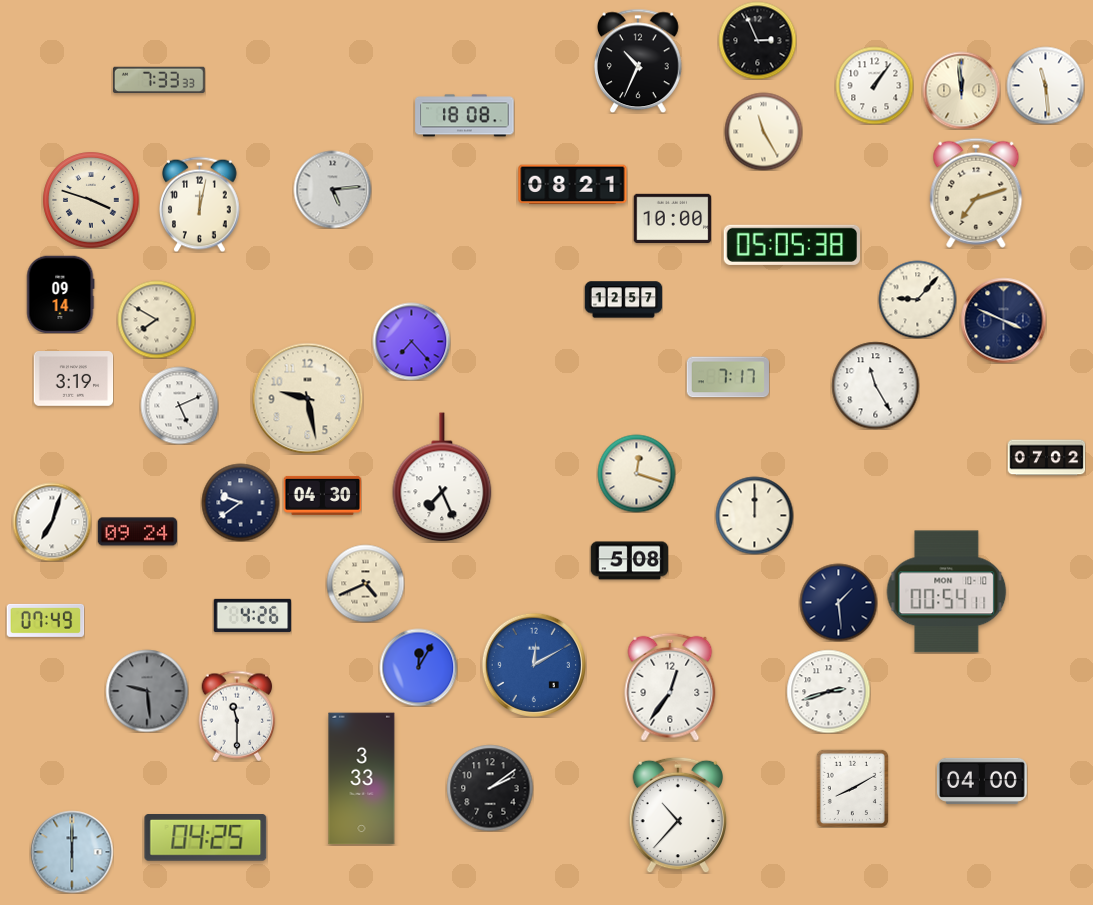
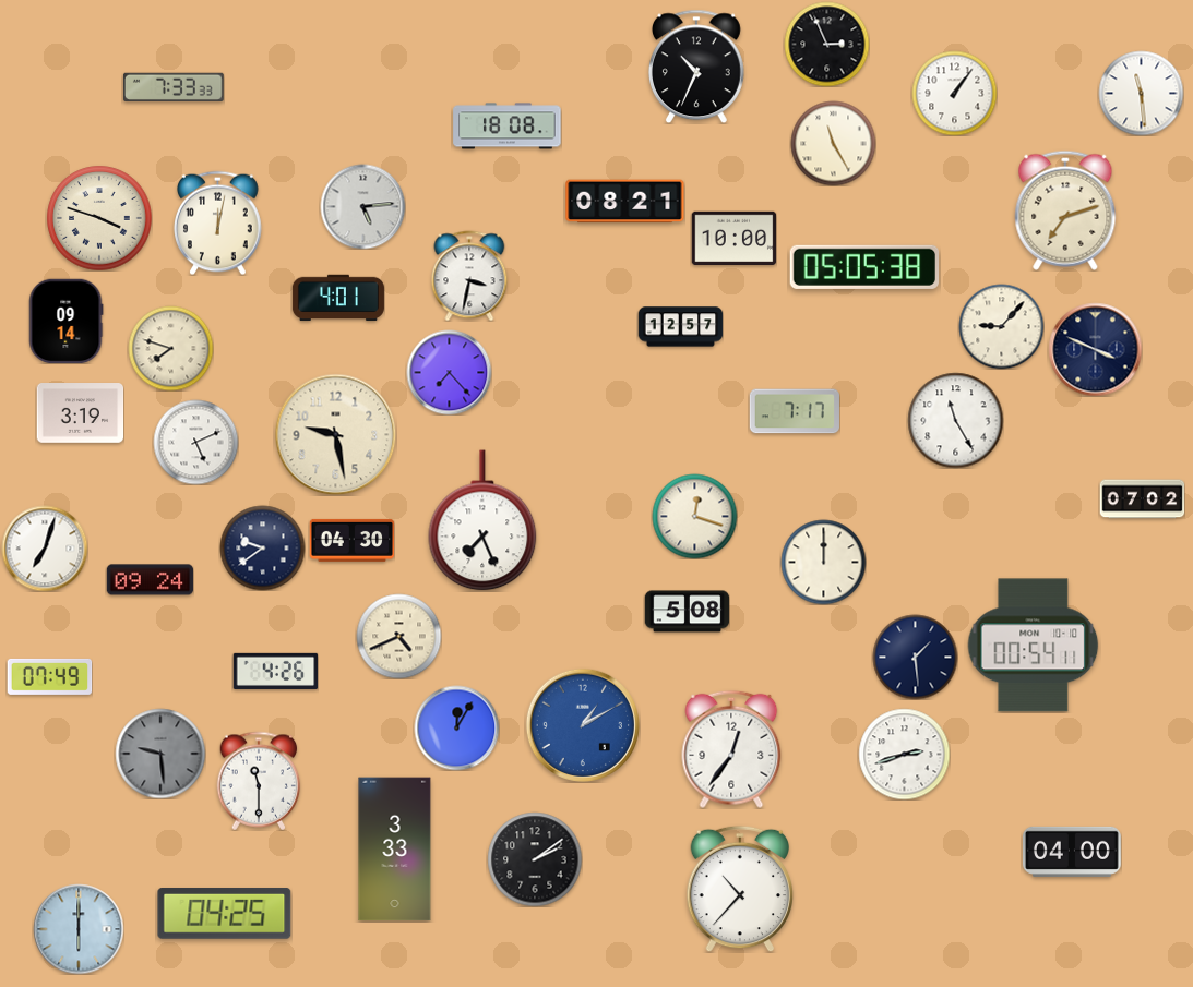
clock at (961, 90): 11:59 -> none
clock at (469, 276): none -> 3:32
clock at (338, 298): none -> 4:01
clock at (156, 319): 7:50 -> 7:48
clock at (52, 522) position: (52, 522) -> (45, 549)
clock at (534, 665): 12:10 -> 1:10
clock at (852, 788): 8:10 -> none
